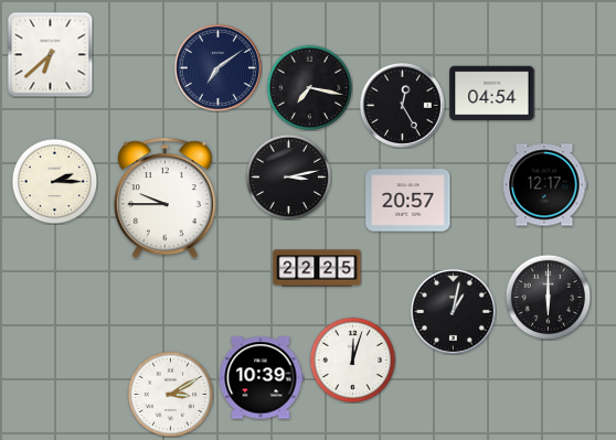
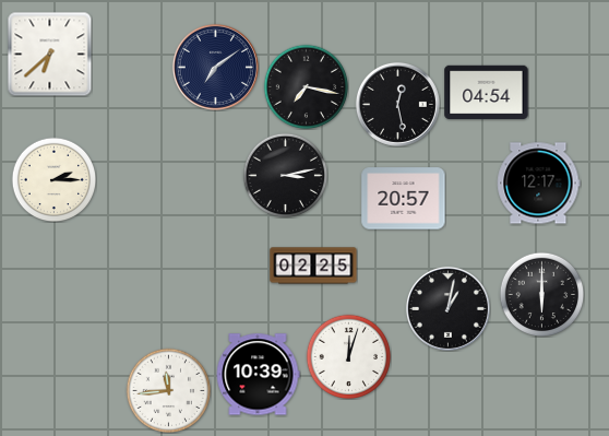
clock at (402, 105): 12:25 -> 12:28
clock at (164, 198): 9:45 -> none
clock at (317, 268): 22:25 -> 02:25
clock at (170, 394): 3:10 -> 11:44
